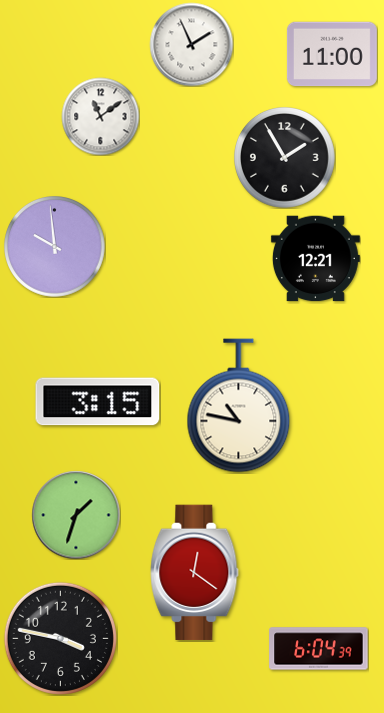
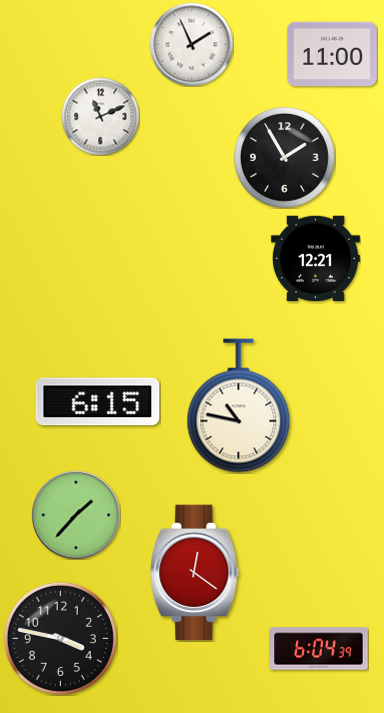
clock at (100, 116): 11:09 -> 11:11
clock at (55, 247): 9:59 -> none
clock at (98, 402): 3:15 -> 6:15
clock at (76, 515): 1:33 -> 1:37
